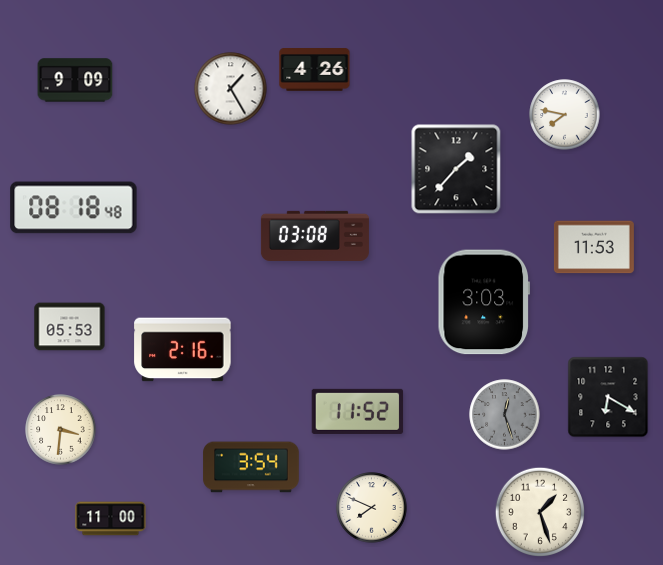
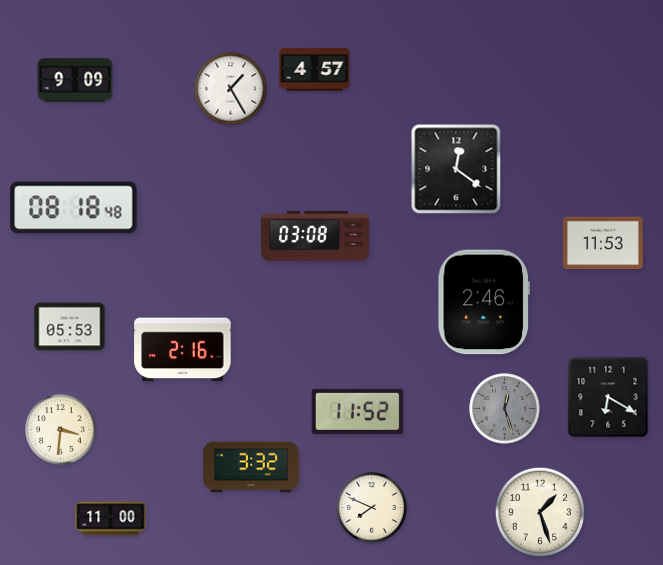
clock at (315, 70): 4:26 -> 4:57
clock at (565, 115): 7:47 -> none
clock at (456, 169): 1:37 -> 12:21
clock at (594, 247) position: (594, 247) -> (603, 243)
clock at (483, 302): 3:03 -> 2:46
clock at (505, 415) position: (505, 415) -> (505, 409)
clock at (251, 467): 3:54 -> 3:32
